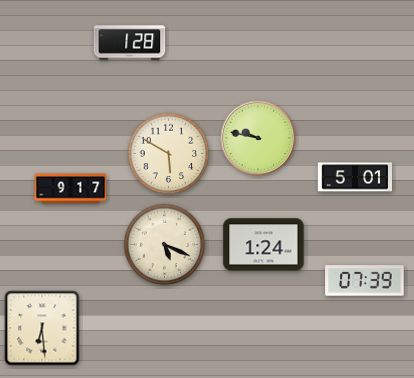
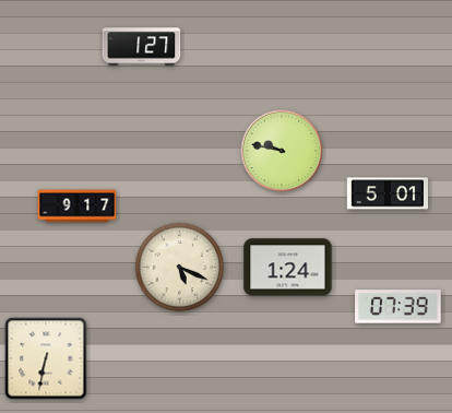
clock at (130, 43): 1:28 -> 1:27
clock at (169, 154): 5:50 -> none
clock at (42, 328): 6:29 -> 6:32
